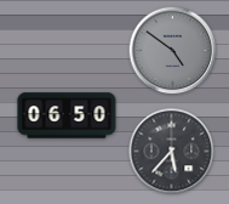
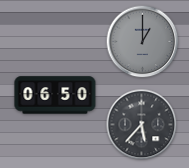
clock at (173, 51): 4:51 -> 1:00
